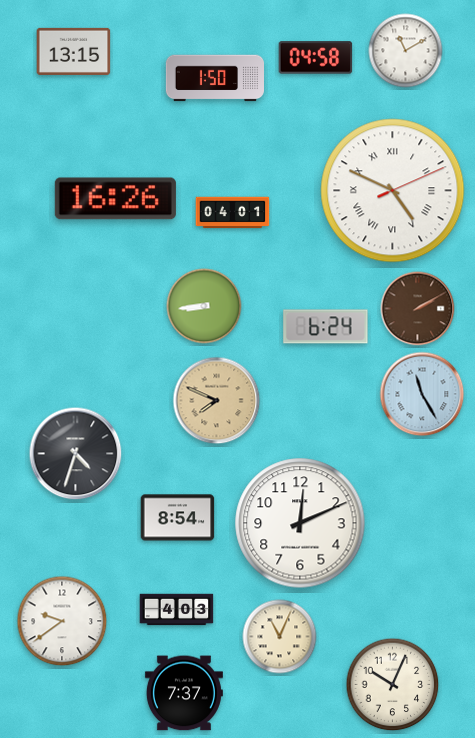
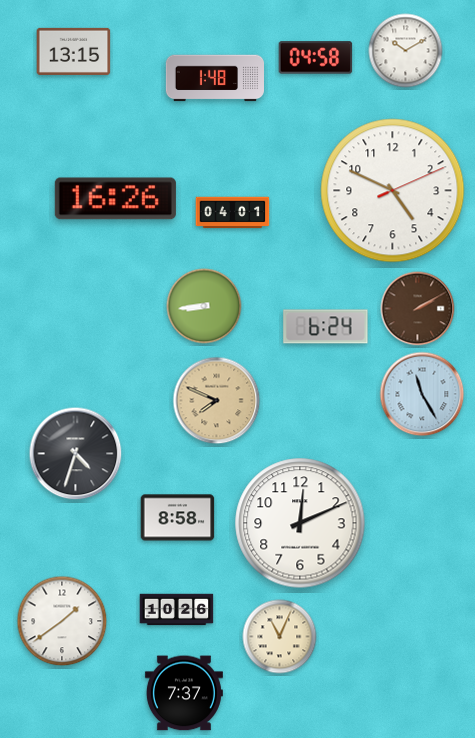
clock at (406, 51): 11:10 -> 10:10
clock at (215, 78): 1:50 -> 1:48
clock at (393, 191) numerals: Roman -> Arabic
clock at (178, 518): 8:54 -> 8:58
clock at (177, 610): 4:03 -> 10:26
clock at (62, 621): 9:39 -> 1:39
clock at (393, 685): 10:04 -> none
